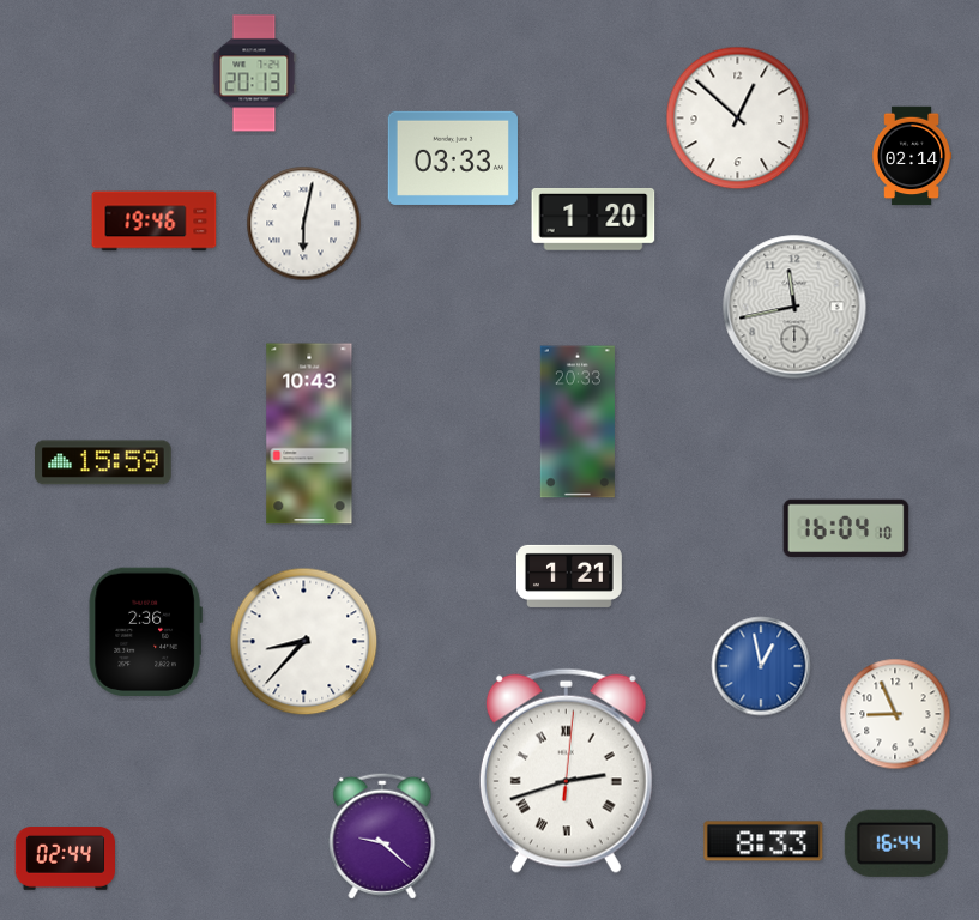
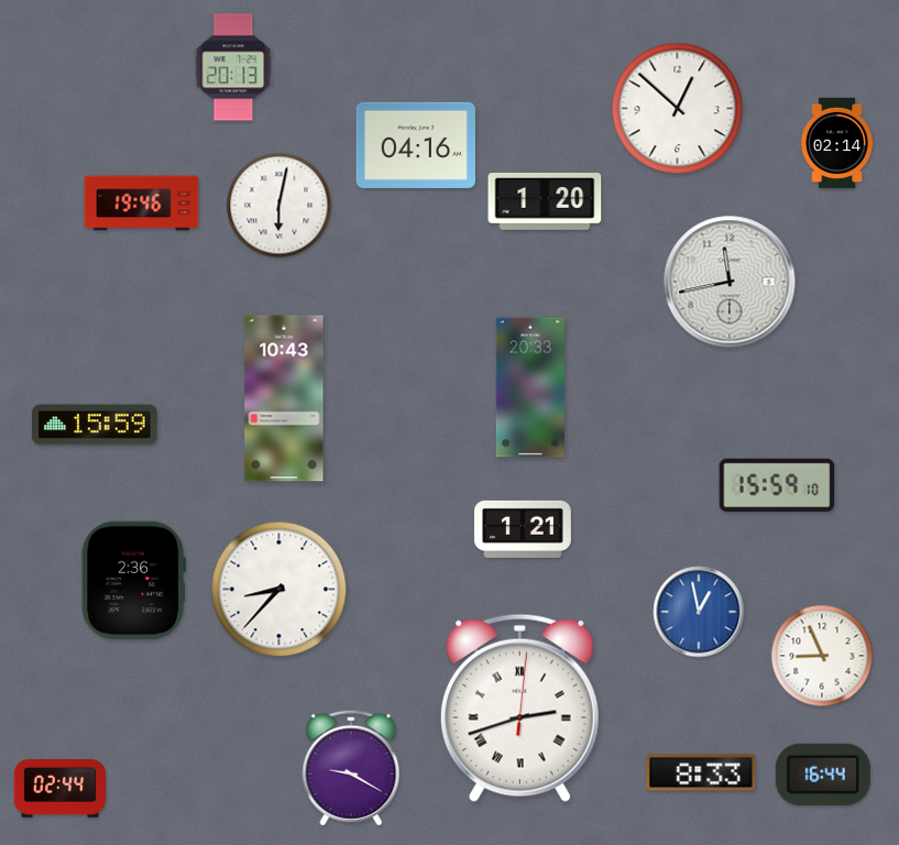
clock at (453, 158): 03:33 -> 04:16
clock at (846, 528): 16:04 -> 15:59
clock at (382, 836): 9:22 -> 9:20
